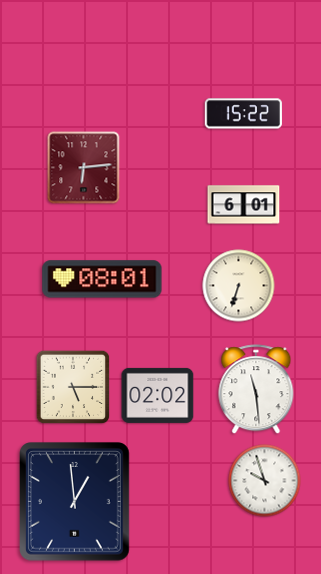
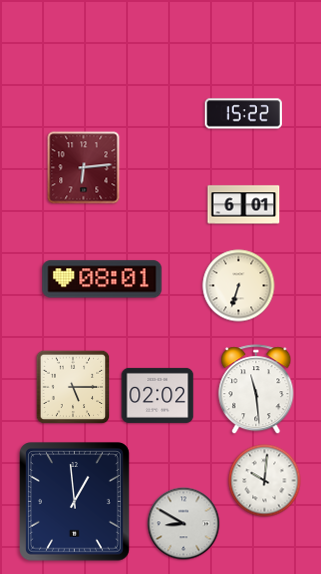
clock at (265, 481): 9:57 -> 10:01
clock at (184, 524): none -> 8:50
